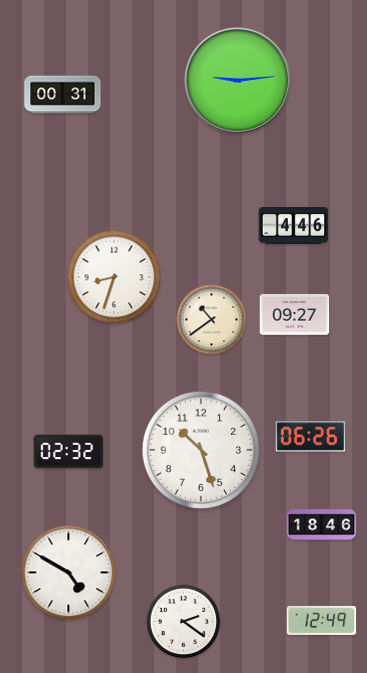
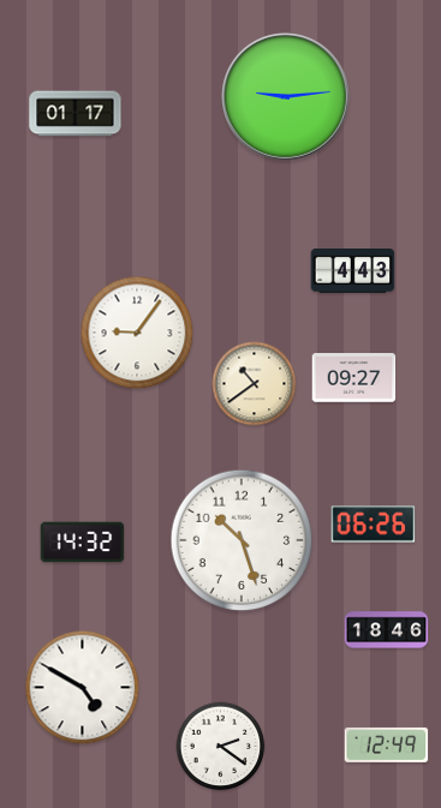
clock at (63, 95): 00:31 -> 01:17
clock at (294, 226): 4:46 -> 4:43
clock at (114, 277): 8:33 -> 9:06
clock at (69, 452): 02:32 -> 14:32
